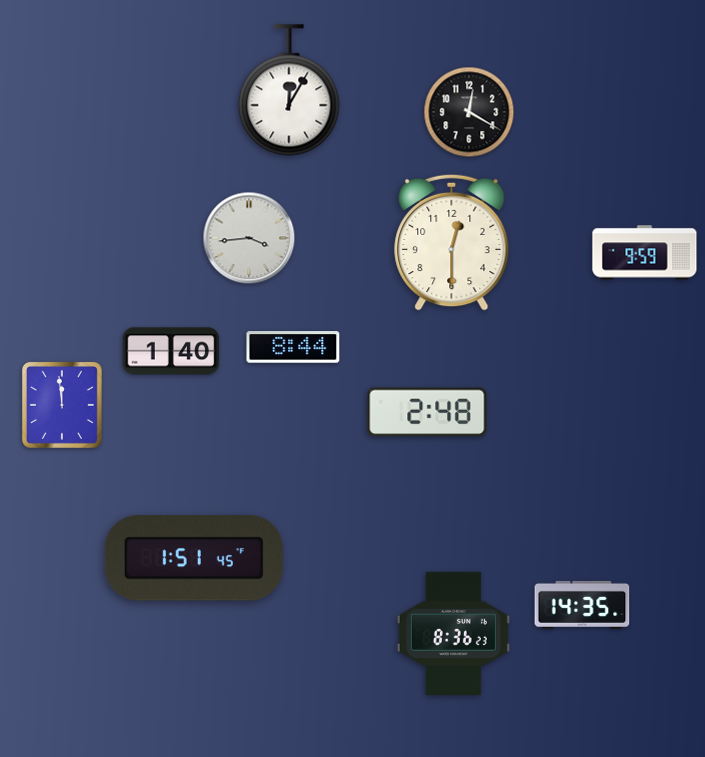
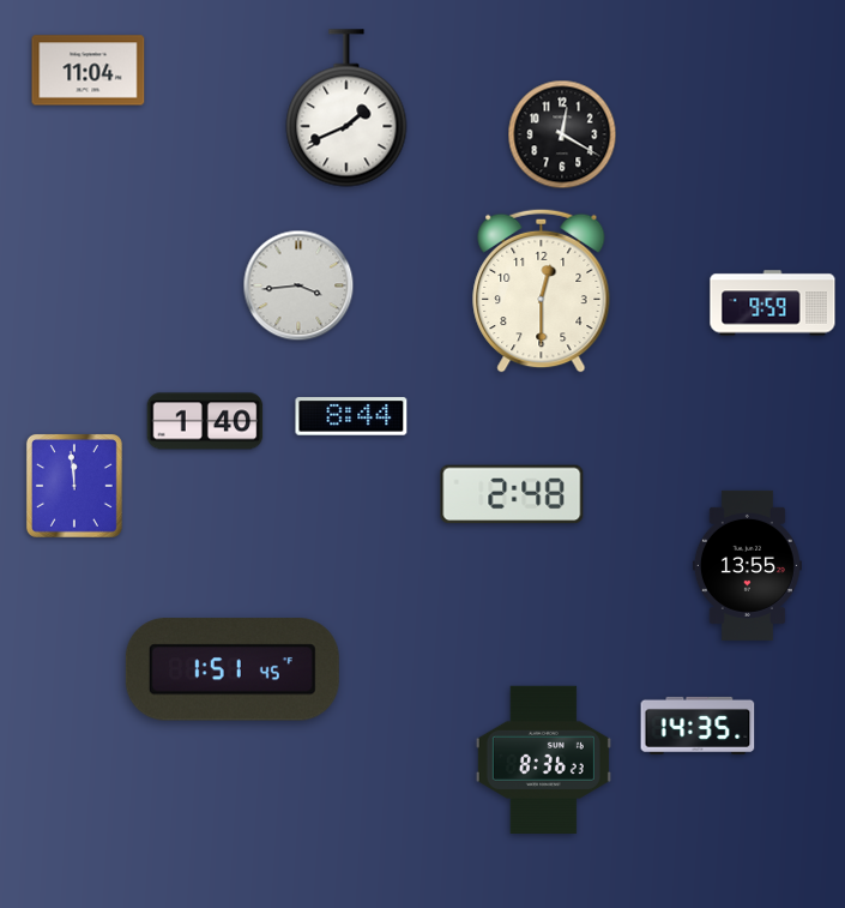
clock at (89, 71): none -> 11:04
clock at (289, 90): 12:05 -> 1:41
clock at (747, 565): none -> 13:55
